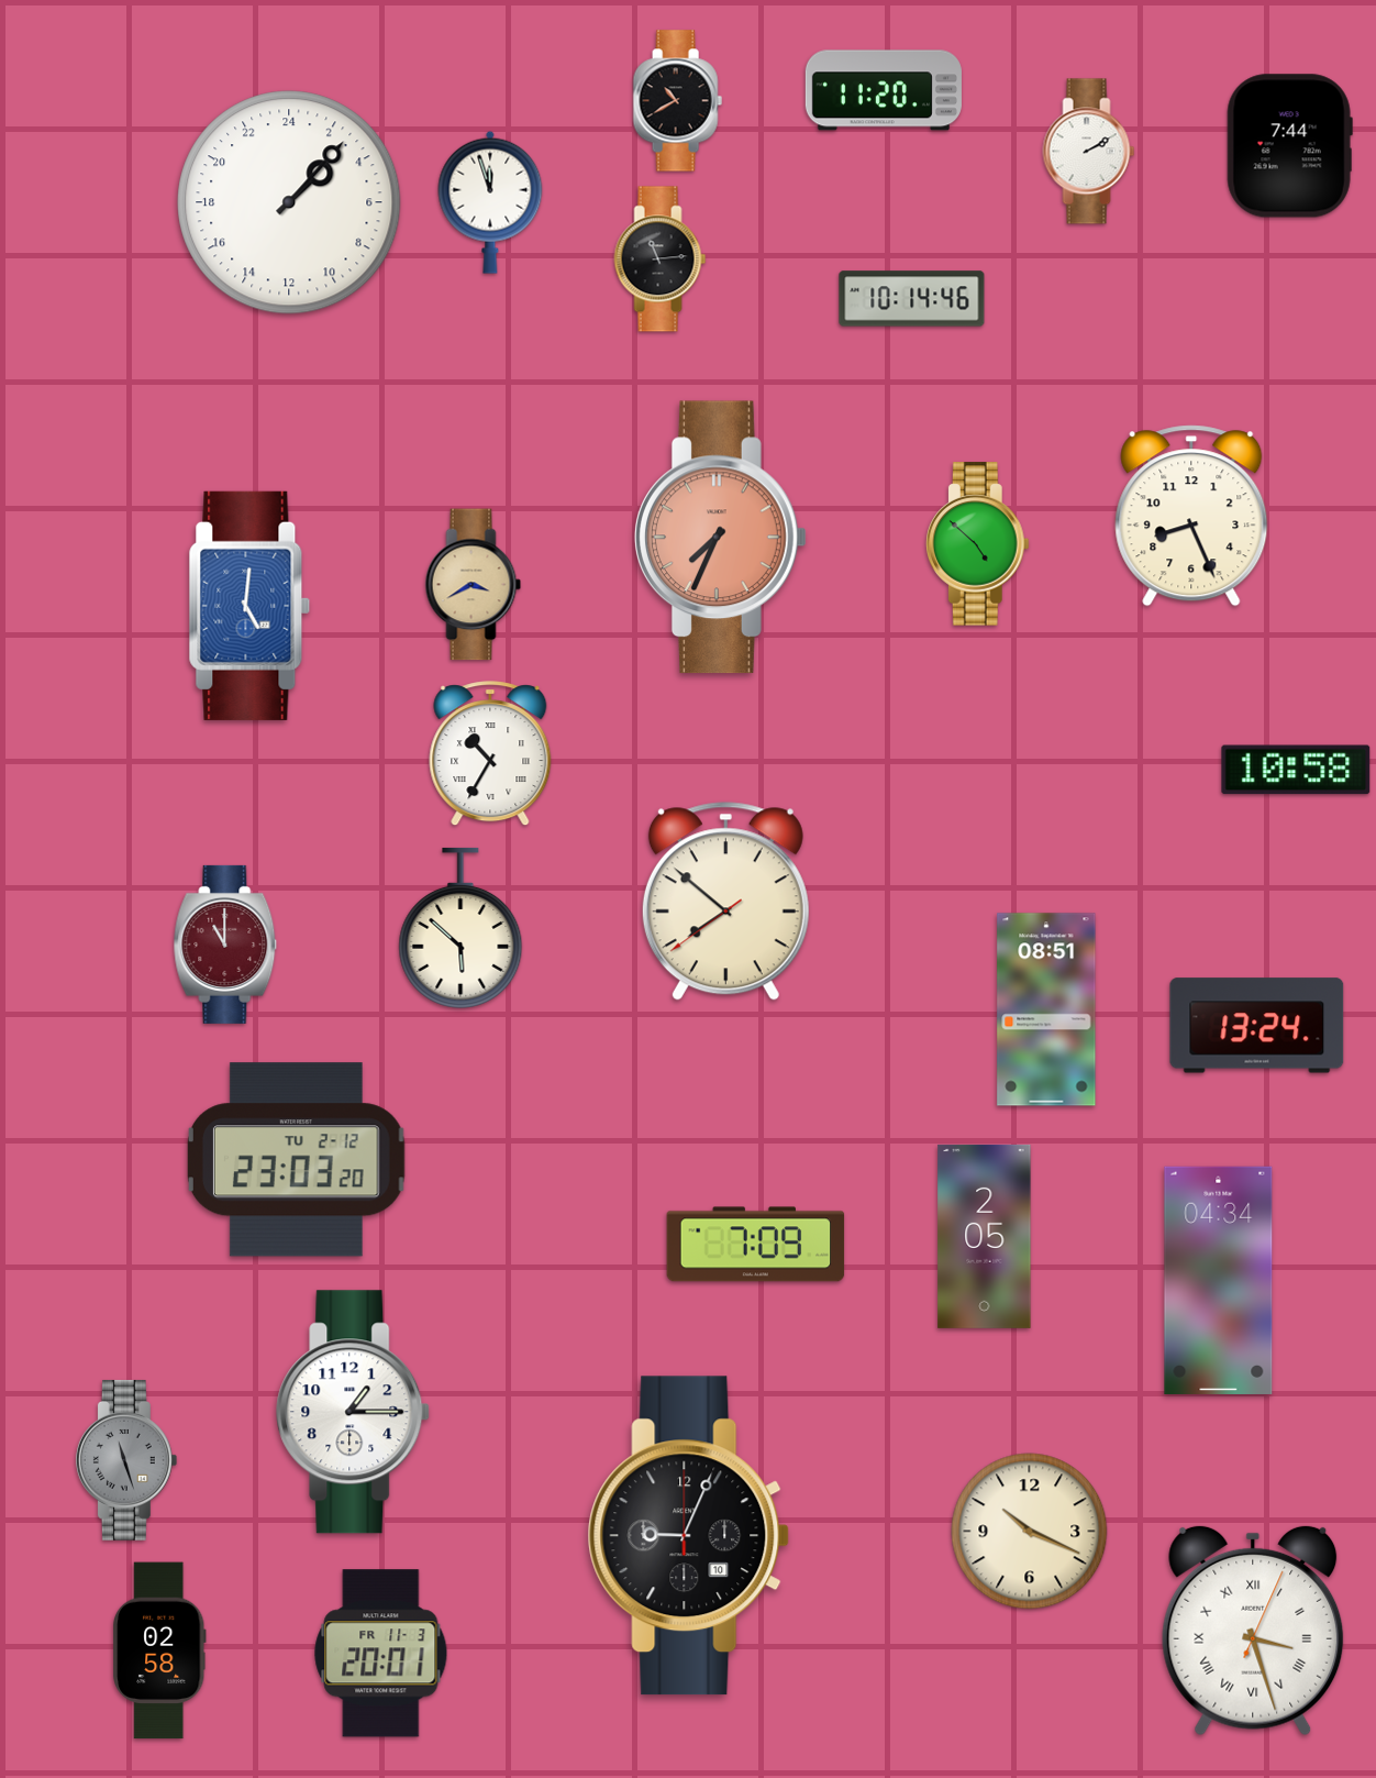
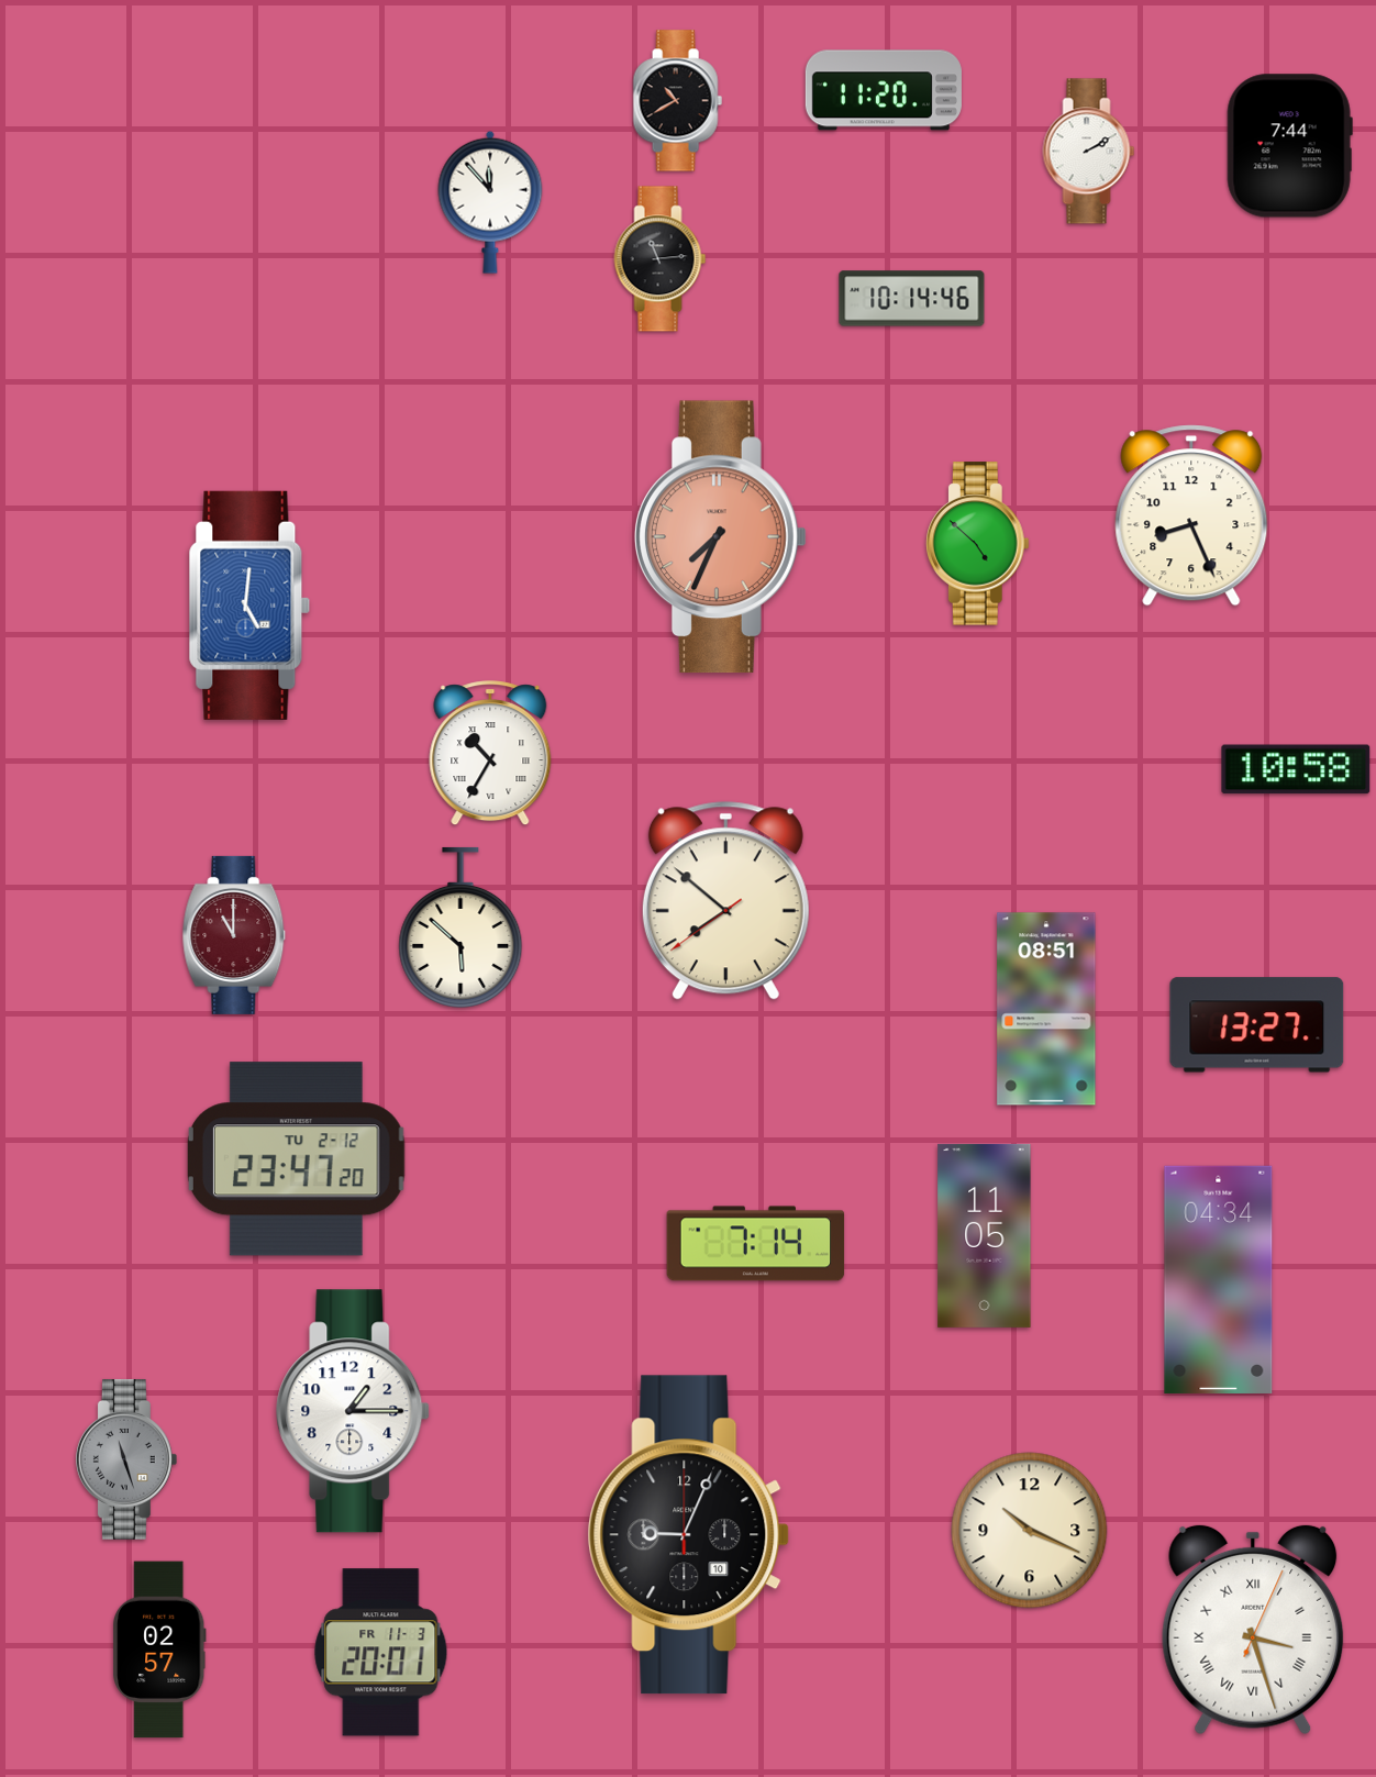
clock at (289, 202): 3:07 -> none
clock at (490, 202): 11:57 -> 11:53
clock at (474, 585): 3:40 -> none
clock at (225, 945) position: (225, 945) -> (234, 935)
clock at (1257, 1026): 13:24 -> 13:27
clock at (296, 1160): 23:03 -> 23:47
clock at (985, 1236): 2:05 -> 11:05
clock at (756, 1245): 7:09 -> 7:14
clock at (159, 1650): 02:58 -> 02:57
